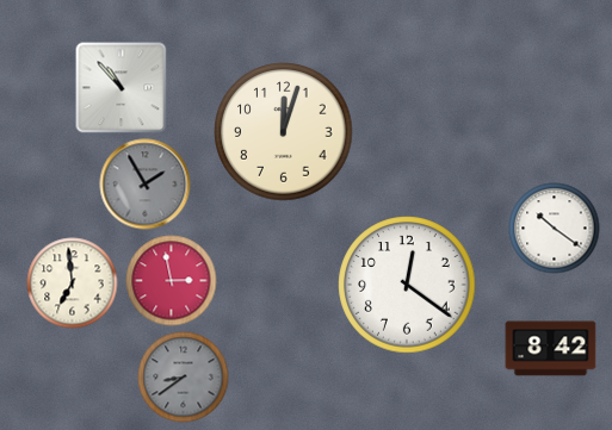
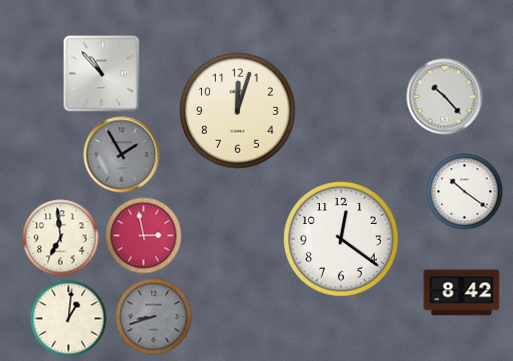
clock at (445, 97): none -> 10:23
clock at (184, 378): 8:39 -> 8:42
clock at (69, 319): none -> 1:01
